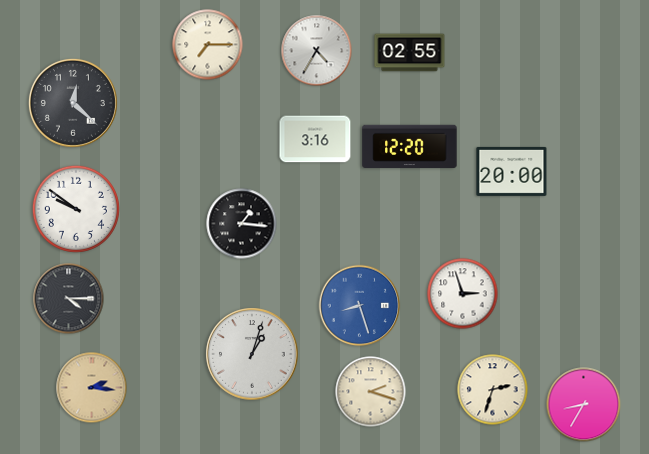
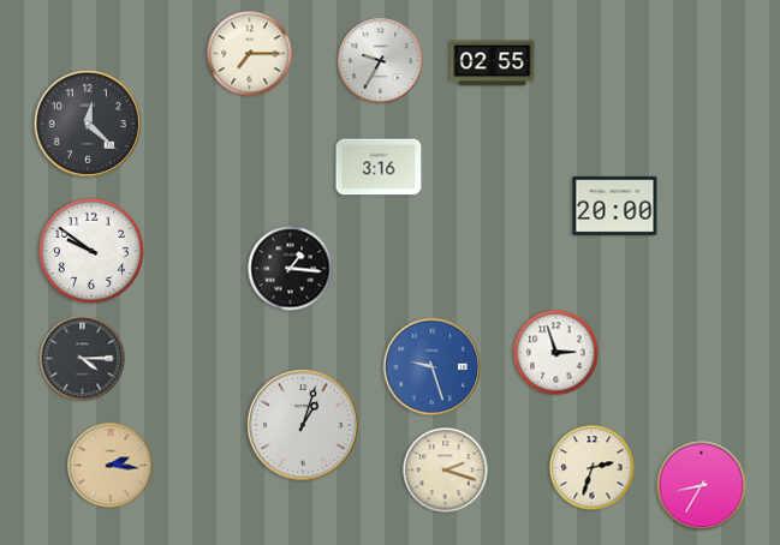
clock at (317, 51): 4:35 -> 9:35
clock at (410, 147): 12:20 -> none
clock at (360, 306): 8:27 -> 9:27
